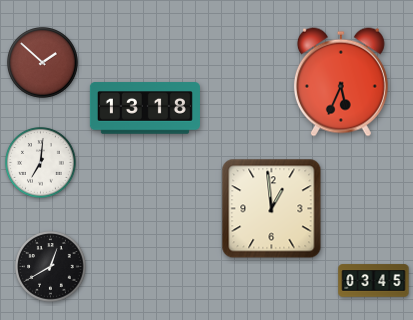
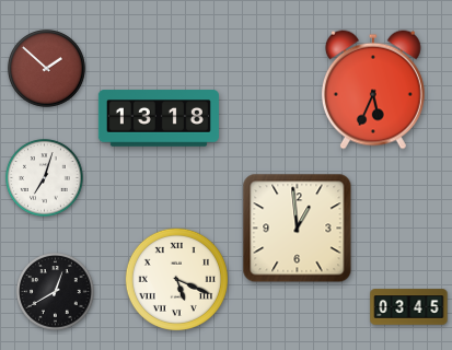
clock at (41, 163): 7:01 -> 7:03
clock at (176, 279): none -> 5:19
